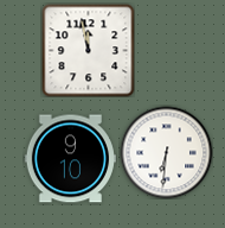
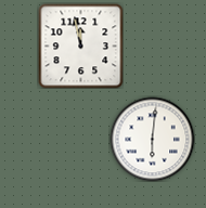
clock at (166, 152): 6:31 -> 6:01
clock at (70, 159): 9:10 -> none
